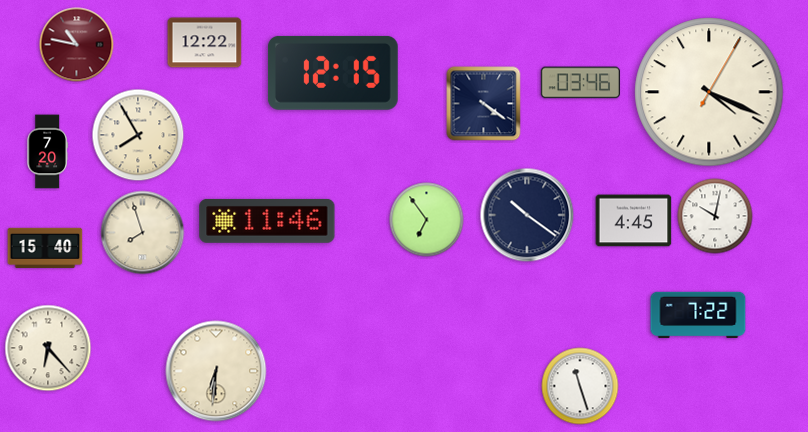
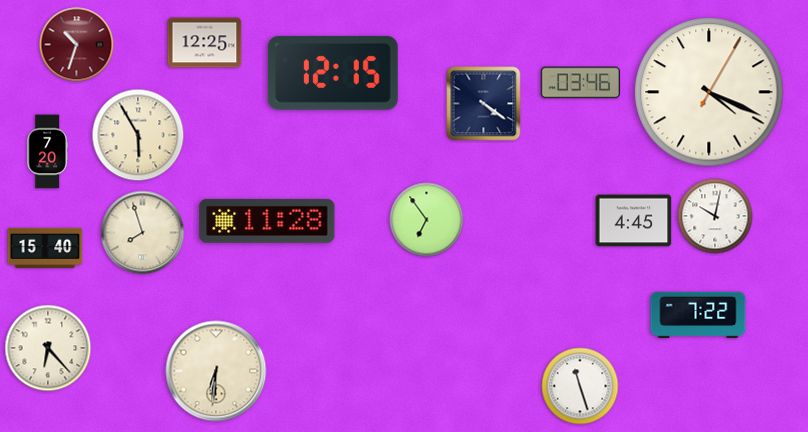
clock at (205, 43): 12:22 -> 12:25
clock at (77, 45): 10:47 -> 10:33
clock at (138, 135): 7:55 -> 5:55
clock at (527, 215): 10:21 -> none
clock at (267, 221): 11:46 -> 11:28
